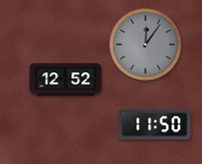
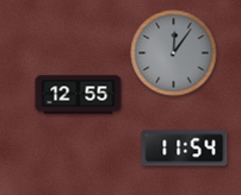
clock at (66, 80): 12:52 -> 12:55
clock at (155, 125): 11:50 -> 11:54
